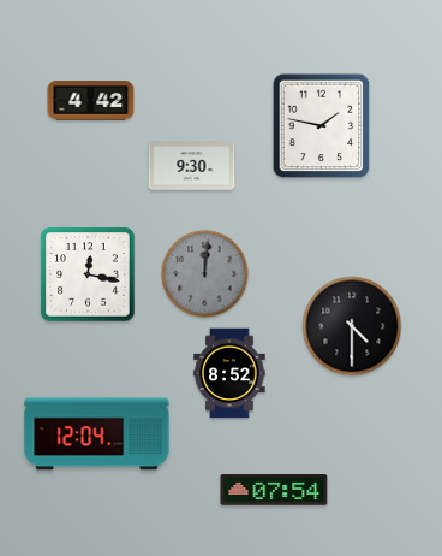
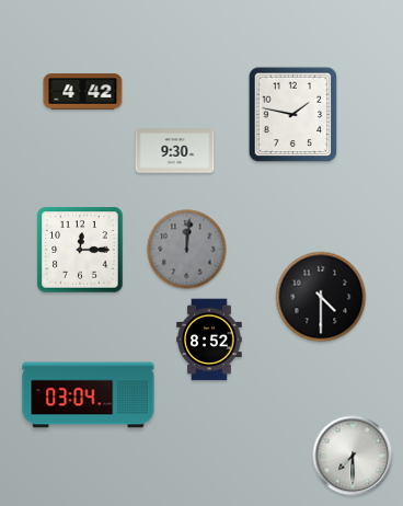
clock at (88, 274): 12:17 -> 12:15
clock at (97, 434): 12:04 -> 03:04
clock at (274, 490): 07:54 -> none
clock at (353, 456): none -> 7:30
